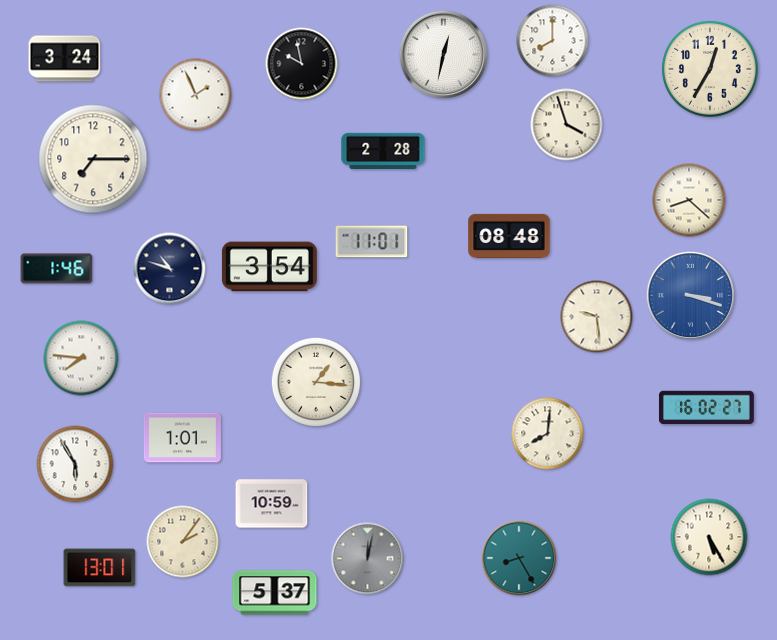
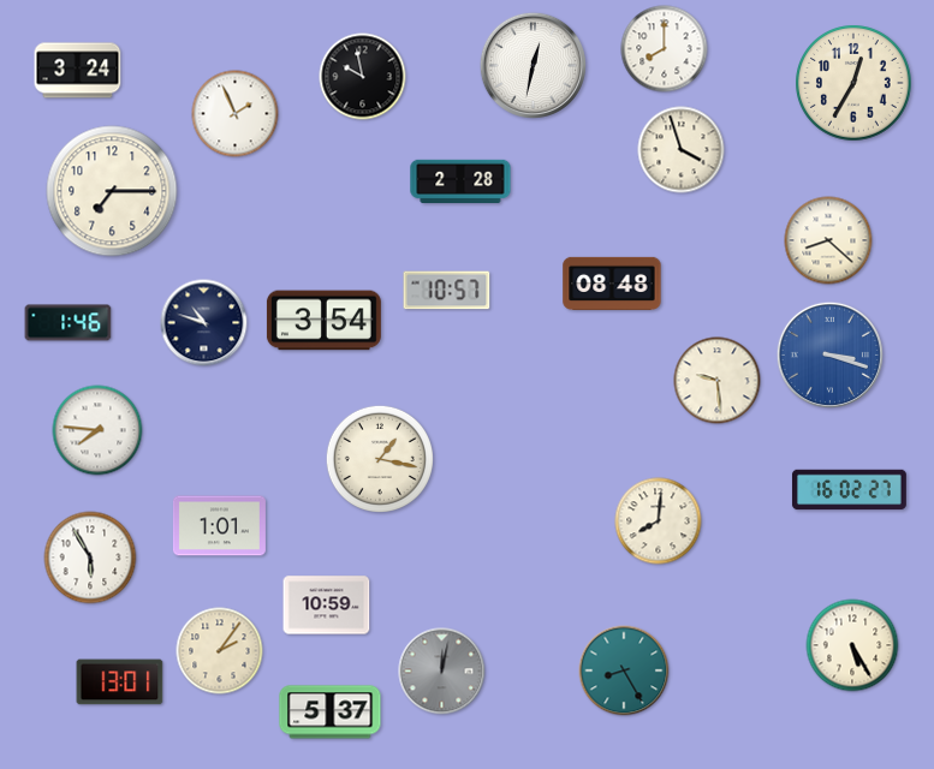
clock at (372, 242): 11:01 -> 10:57
clock at (316, 382): 1:16 -> 1:17
